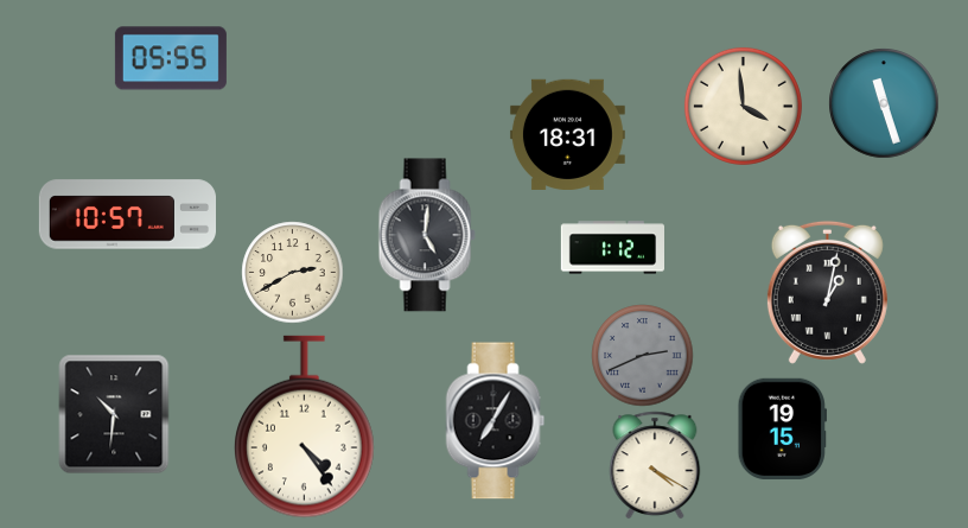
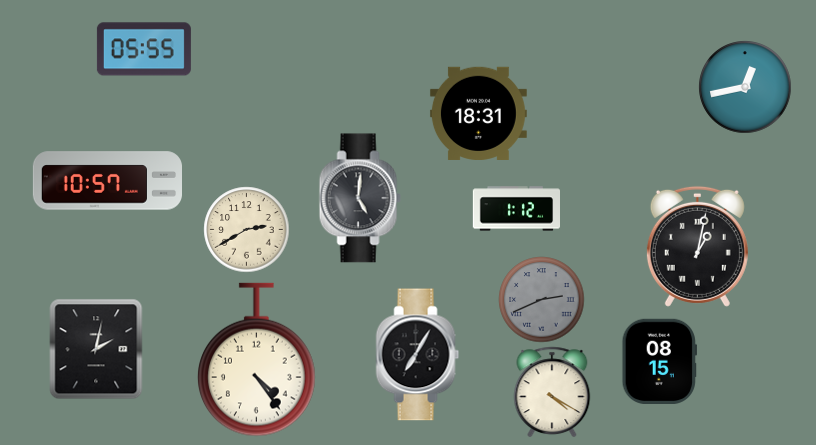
clock at (884, 103): 11:27 -> 12:43
clock at (743, 106): 3:59 -> none
clock at (114, 414): 10:31 -> 2:02
clock at (782, 428): 19:15 -> 08:15
